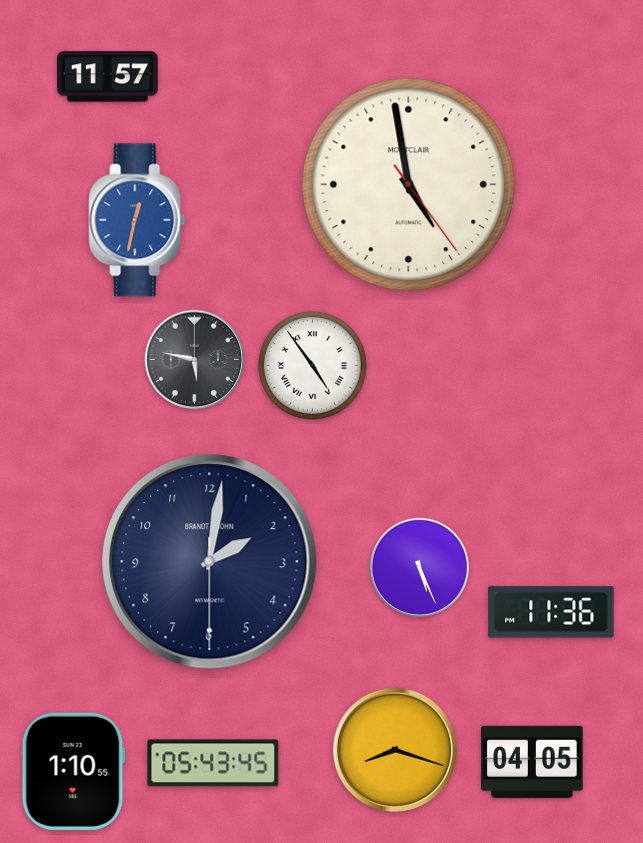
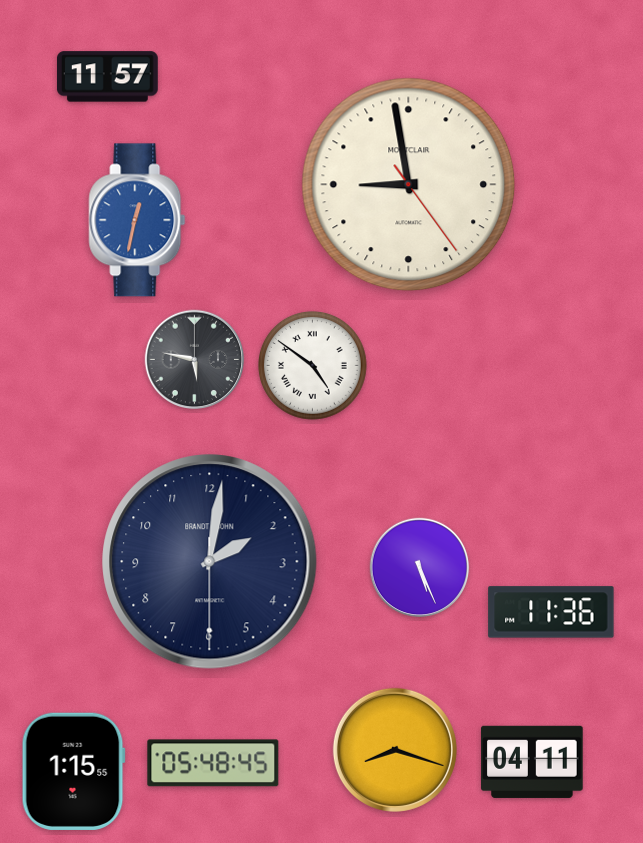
clock at (409, 185): 4:58 -> 8:58
clock at (313, 366): 4:54 -> 4:51
clock at (532, 762): 04:05 -> 04:11
clock at (213, 763): 05:43 -> 05:48
clock at (73, 771): 1:10 -> 1:15
